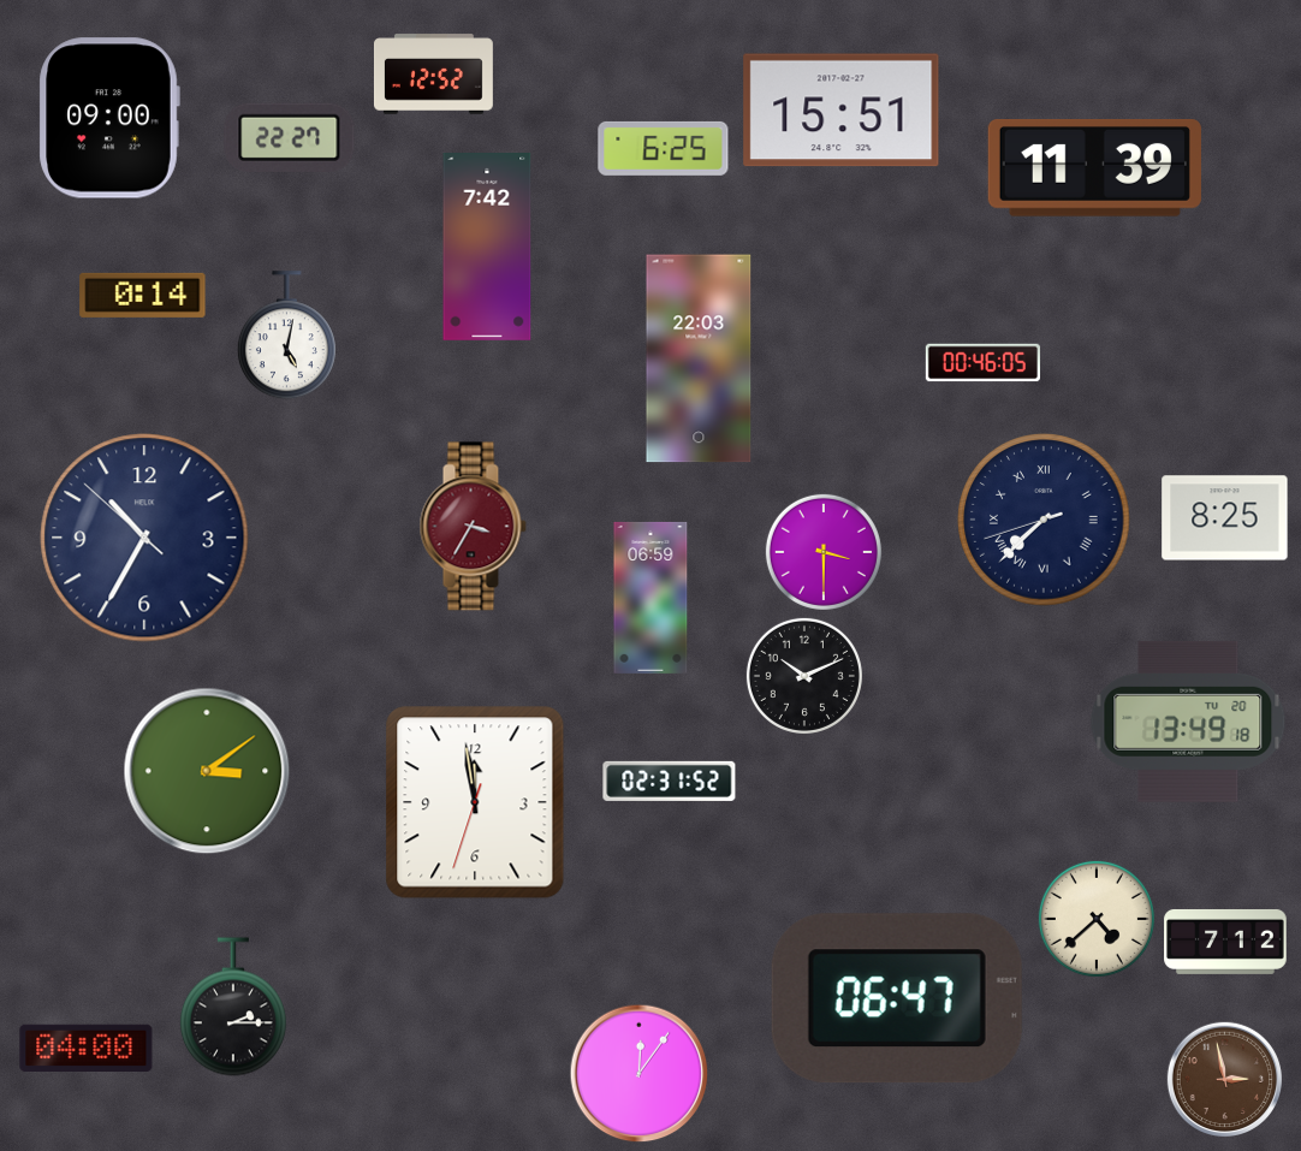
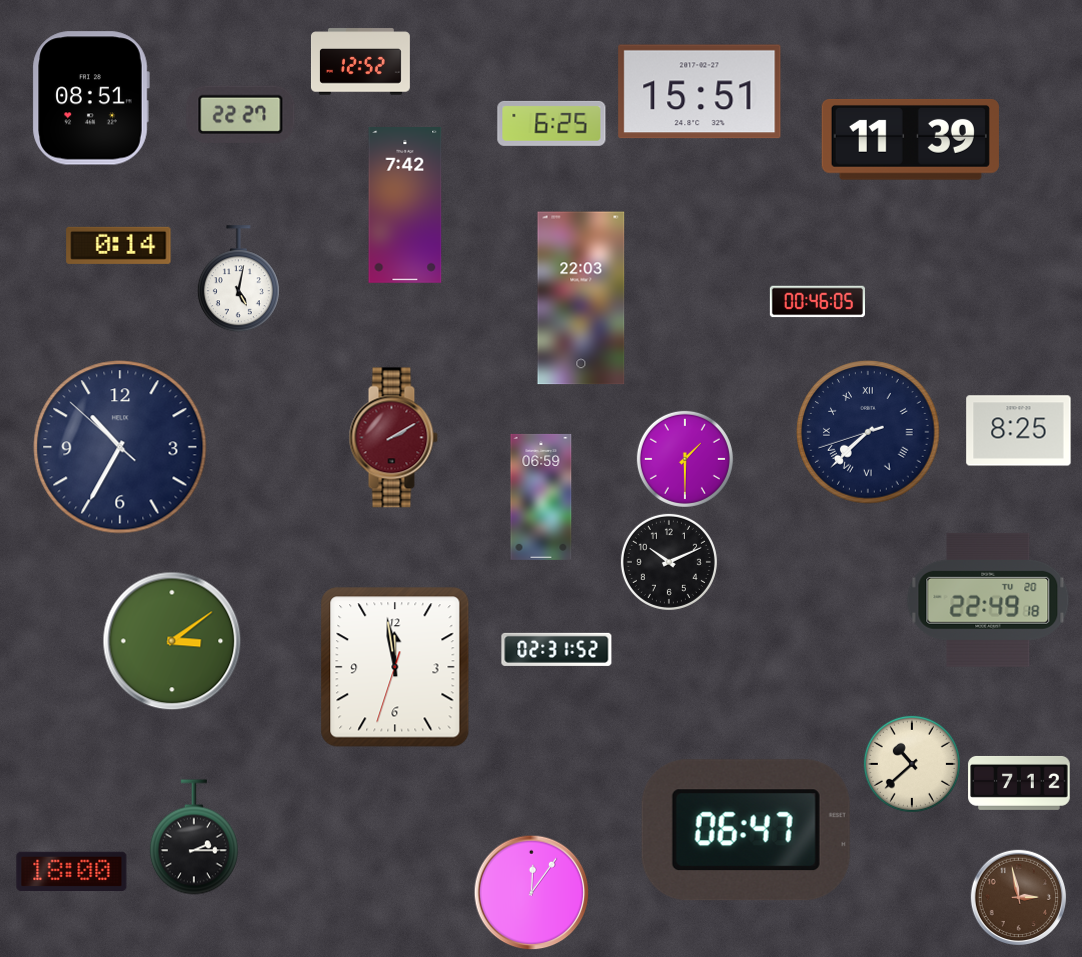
clock at (109, 118): 09:00 -> 08:51
clock at (473, 527): 3:35 -> 2:10
clock at (824, 552): 3:30 -> 1:30
clock at (1188, 722): 13:49 -> 22:49
clock at (1097, 919): 4:38 -> 10:38
clock at (87, 1048): 04:00 -> 18:00
